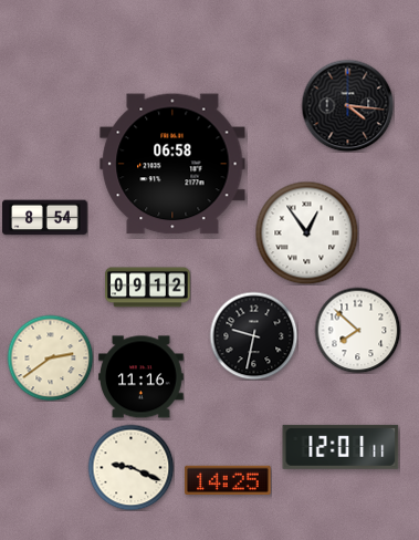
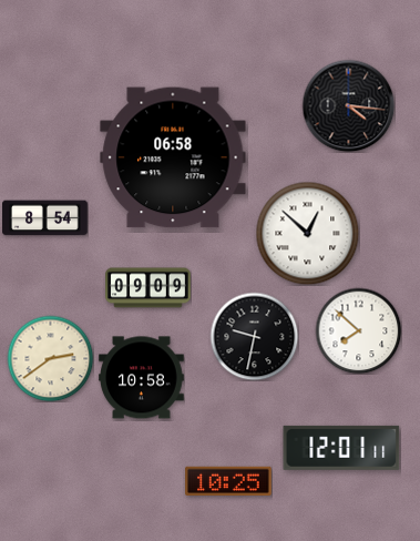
clock at (172, 164) position: (172, 164) -> (173, 157)
clock at (306, 232): 12:54 -> 12:52
clock at (148, 288): 09:12 -> 09:09
clock at (142, 377): 11:16 -> 10:58
clock at (130, 467): 9:19 -> none
clock at (228, 479): 14:25 -> 10:25
